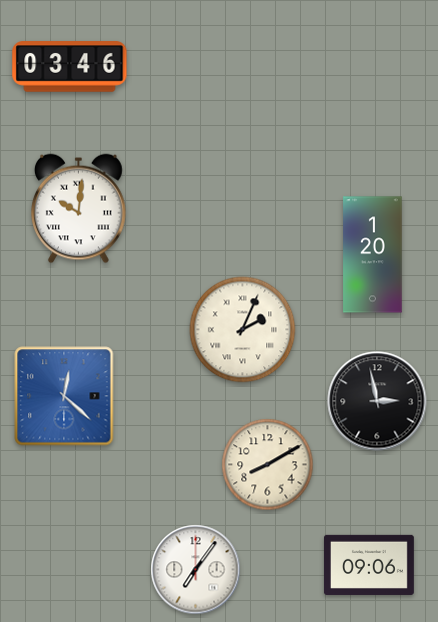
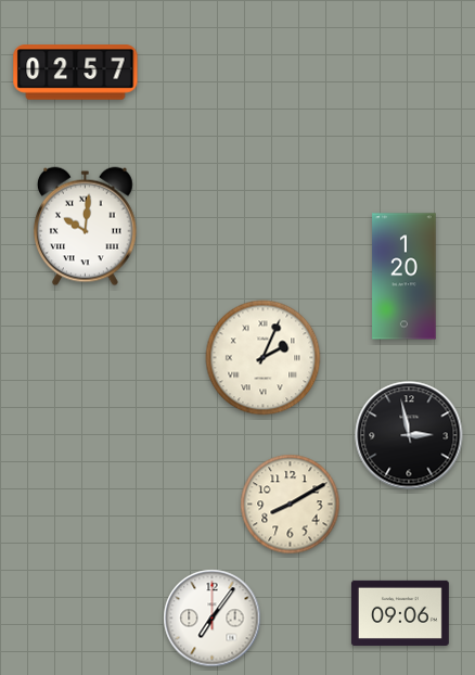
clock at (70, 67): 03:46 -> 02:57
clock at (64, 396): 12:22 -> none
